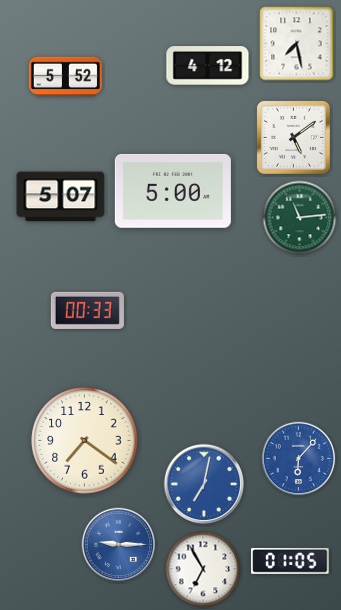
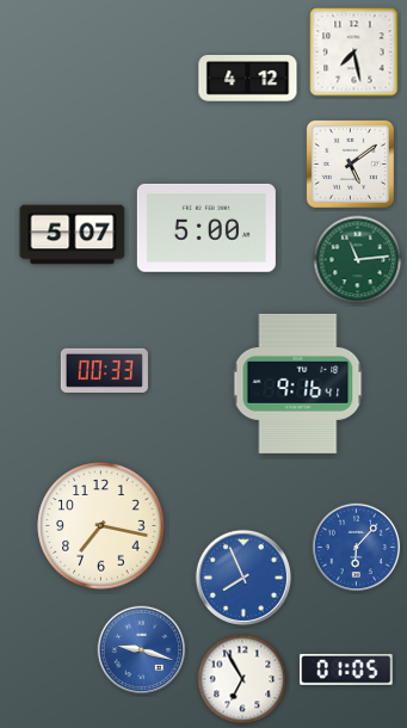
clock at (65, 77): 5:52 -> none
clock at (298, 383): none -> 9:16
clock at (85, 441): 7:21 -> 7:17
clock at (204, 484): 7:02 -> 7:56
clock at (119, 545): 9:15 -> 9:18
